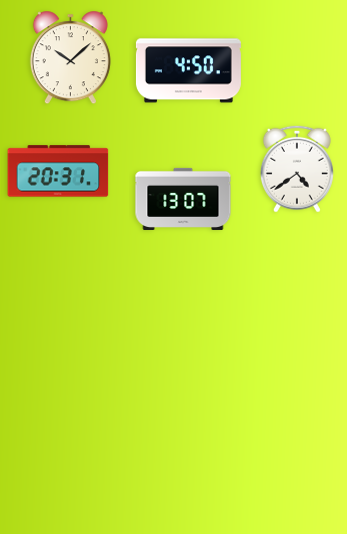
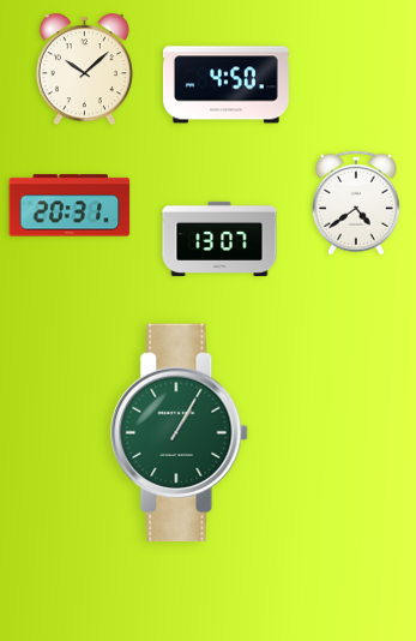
clock at (180, 433): none -> 1:05
